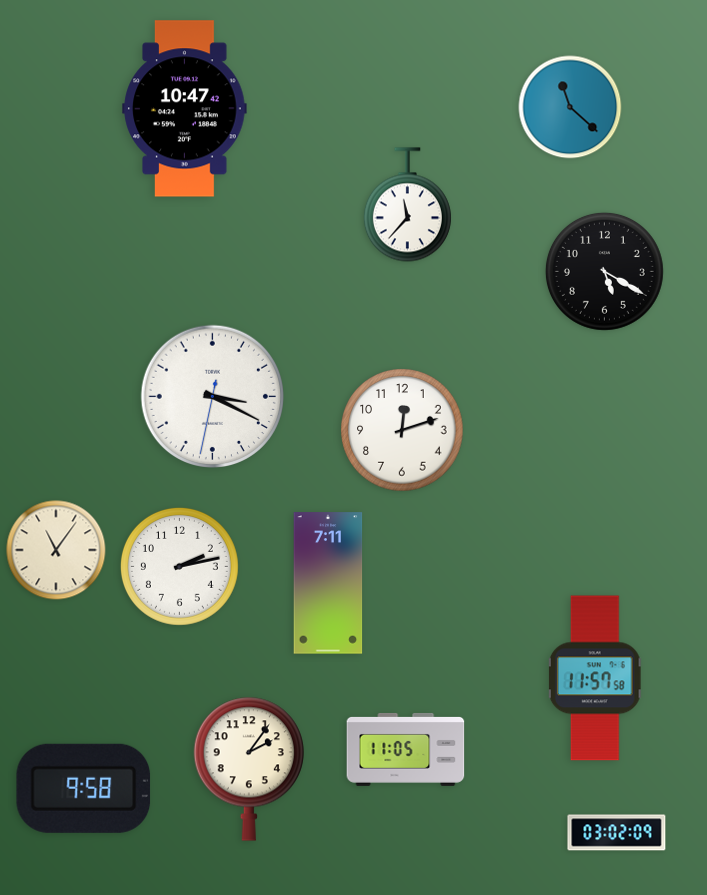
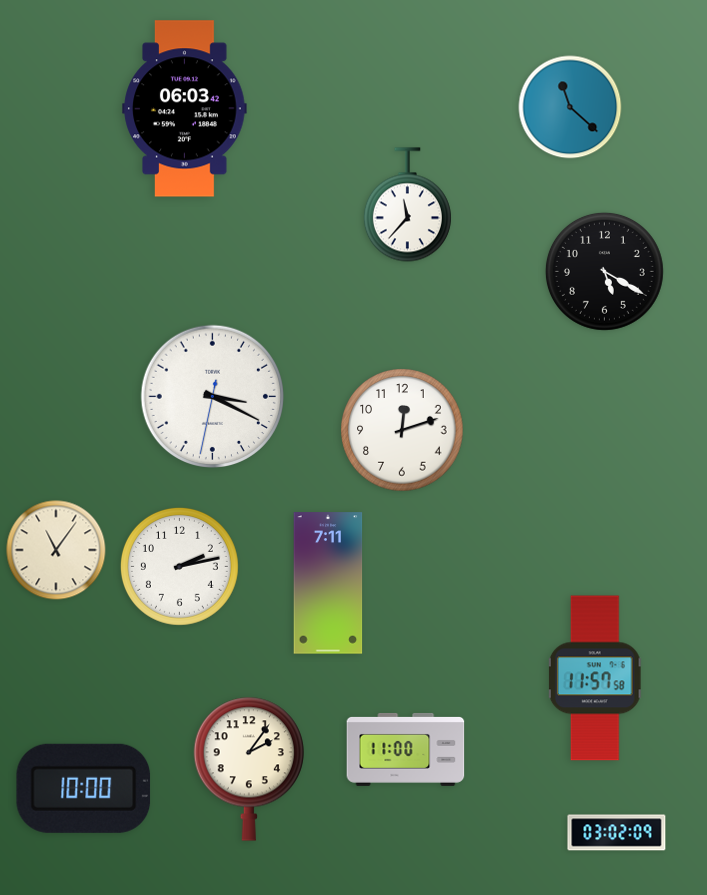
clock at (185, 109): 10:47 -> 06:03
clock at (406, 749): 11:05 -> 11:00
clock at (84, 788): 9:58 -> 10:00
